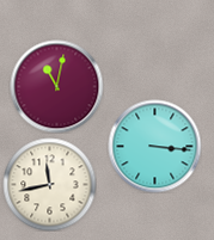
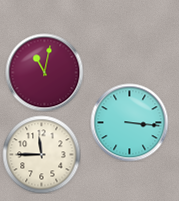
clock at (56, 86) position: (56, 86) -> (44, 72)
clock at (49, 184): 11:43 -> 11:45
